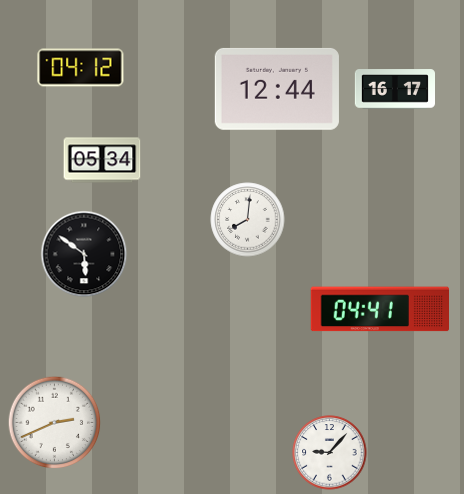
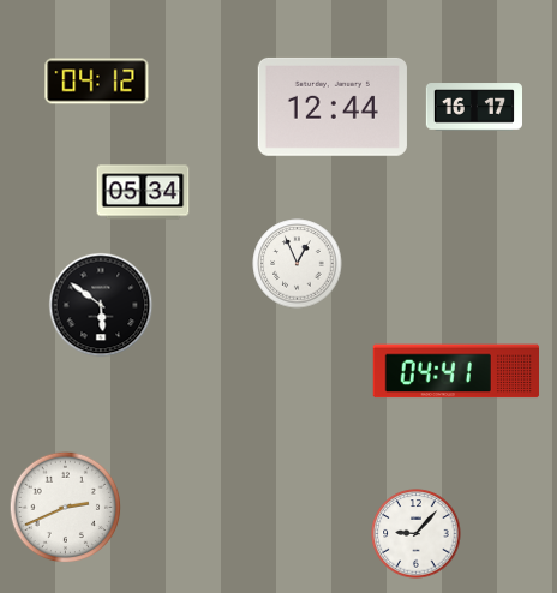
clock at (102, 160) position: (102, 160) -> (143, 192)
clock at (248, 220): 8:01 -> 12:56
clock at (330, 453) position: (330, 453) -> (417, 534)
